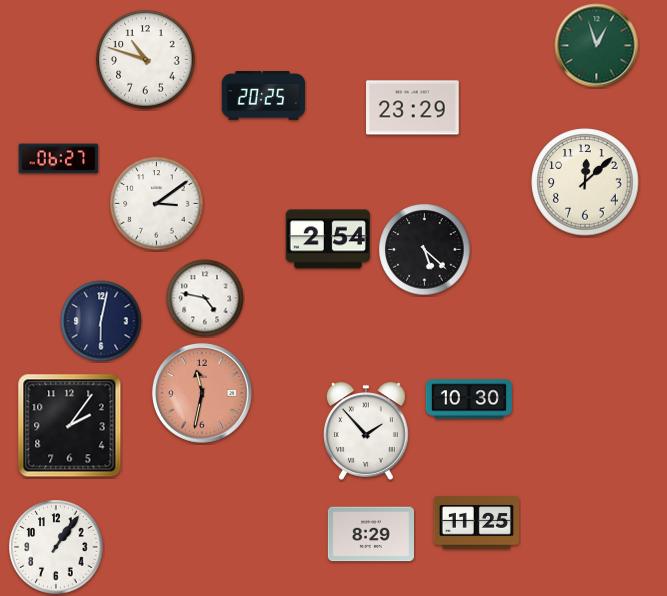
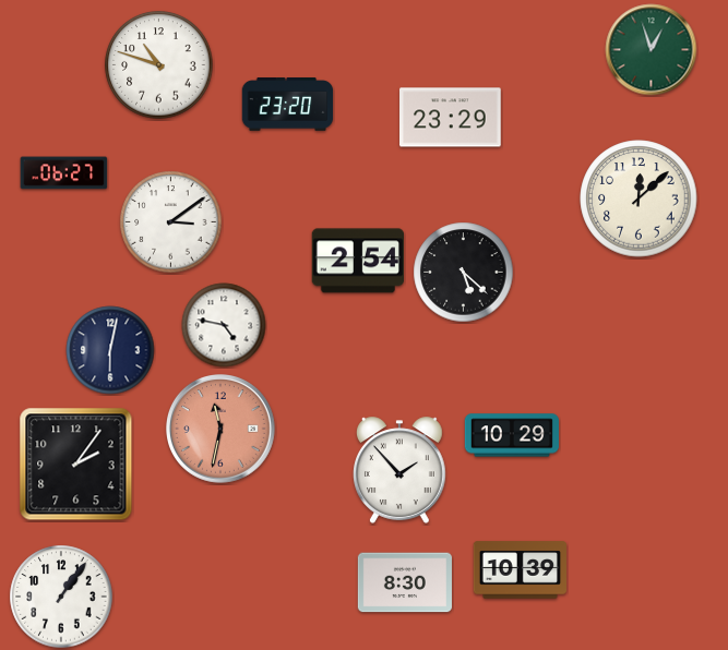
clock at (264, 96): 20:25 -> 23:20
clock at (469, 399): 10:30 -> 10:29
clock at (476, 523): 11:25 -> 10:39
clock at (371, 534): 8:29 -> 8:30
